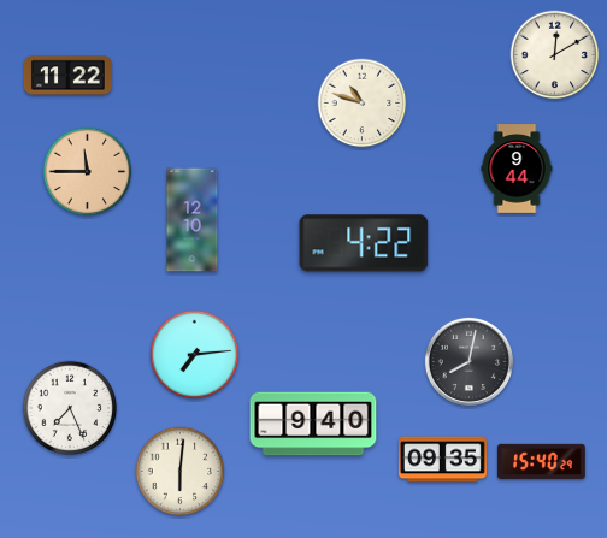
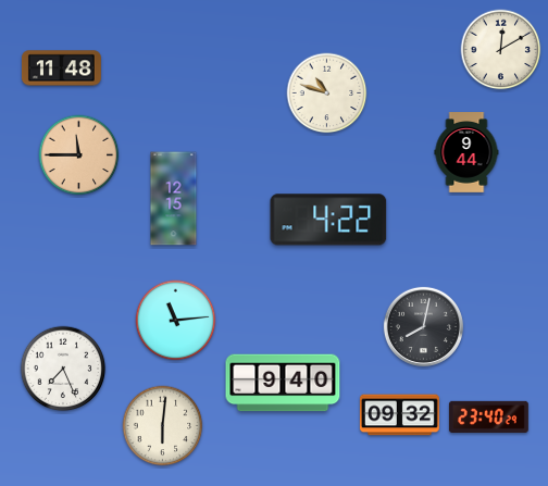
clock at (67, 76): 11:22 -> 11:48
clock at (193, 220): 12:10 -> 12:15
clock at (195, 355): 7:14 -> 11:14
clock at (442, 460): 09:35 -> 09:32
clock at (541, 461): 15:40 -> 23:40
